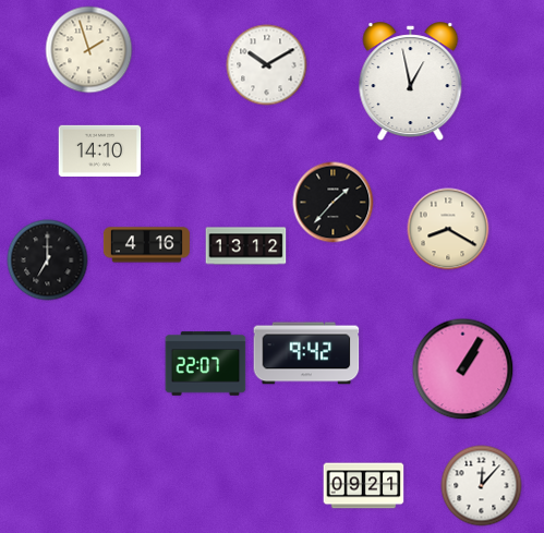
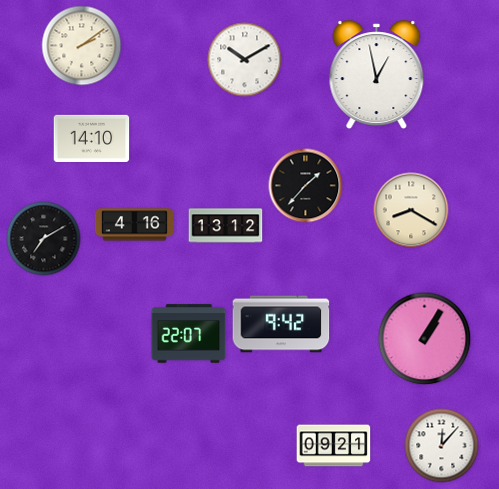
clock at (89, 50): 1:57 -> 2:09
clock at (48, 261): 7:00 -> 7:10
